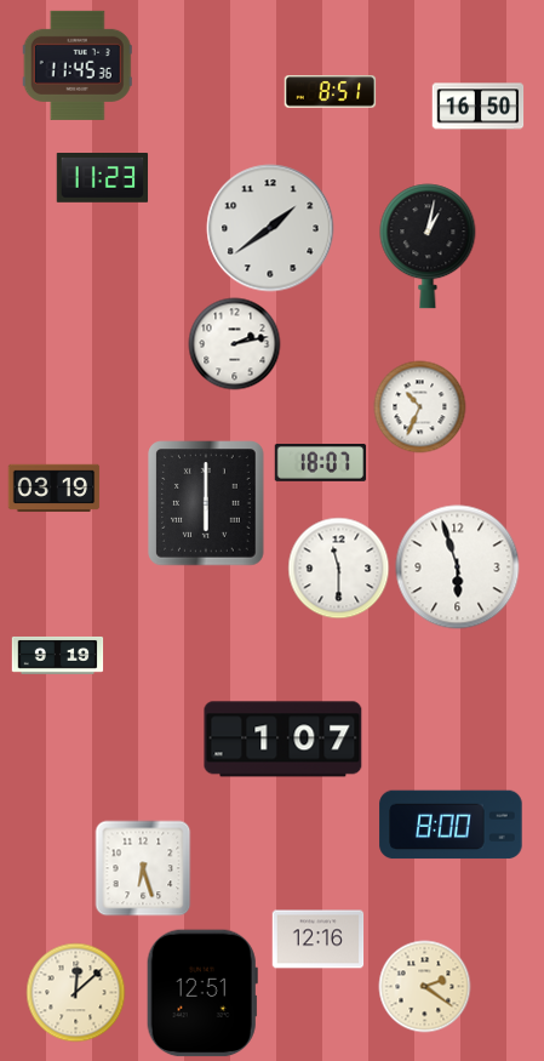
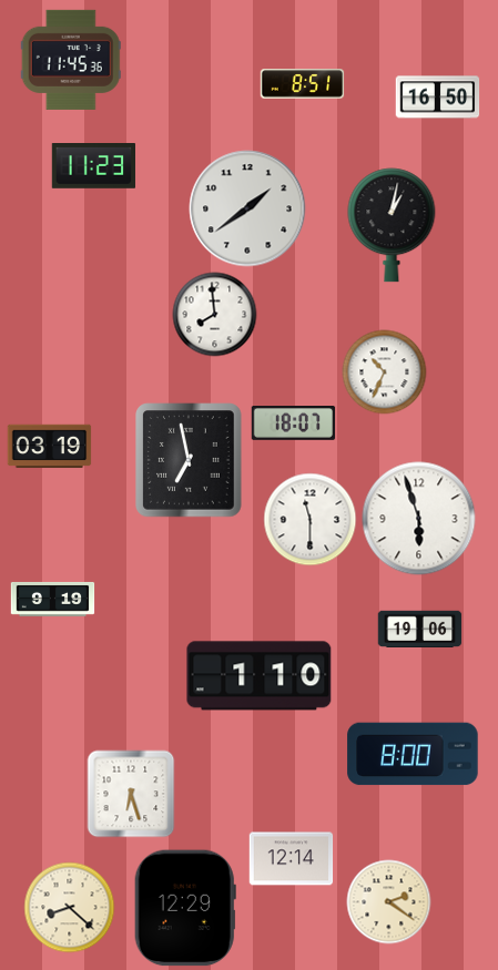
clock at (103, 178) position: (103, 178) -> (94, 166)
clock at (235, 344): 2:13 -> 7:59
clock at (206, 503): 6:00 -> 6:58
clock at (420, 630): none -> 19:06
clock at (284, 740): 1:07 -> 1:10
clock at (319, 940): 12:16 -> 12:14
clock at (76, 993): 12:08 -> 8:22
clock at (202, 993): 12:51 -> 12:29
